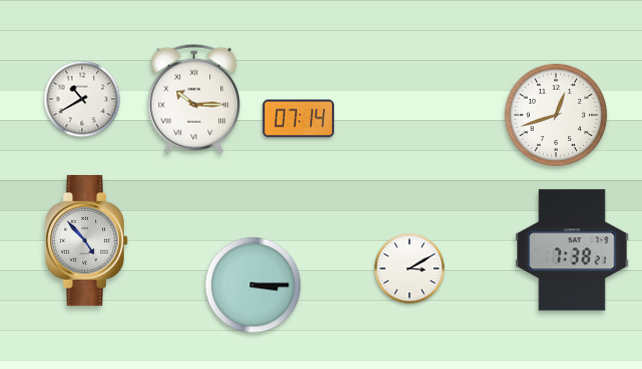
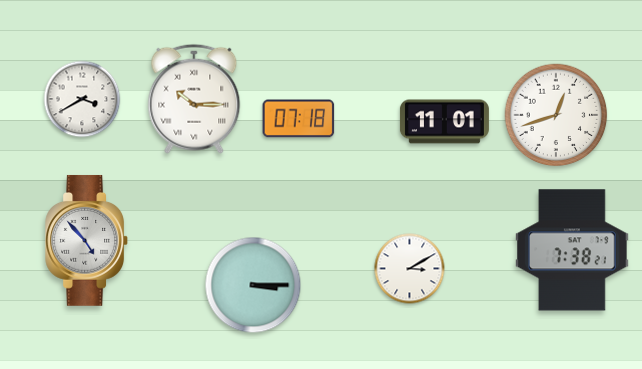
clock at (82, 99): 10:40 -> 3:40
clock at (299, 119): 07:14 -> 07:18
clock at (444, 122): none -> 11:01
